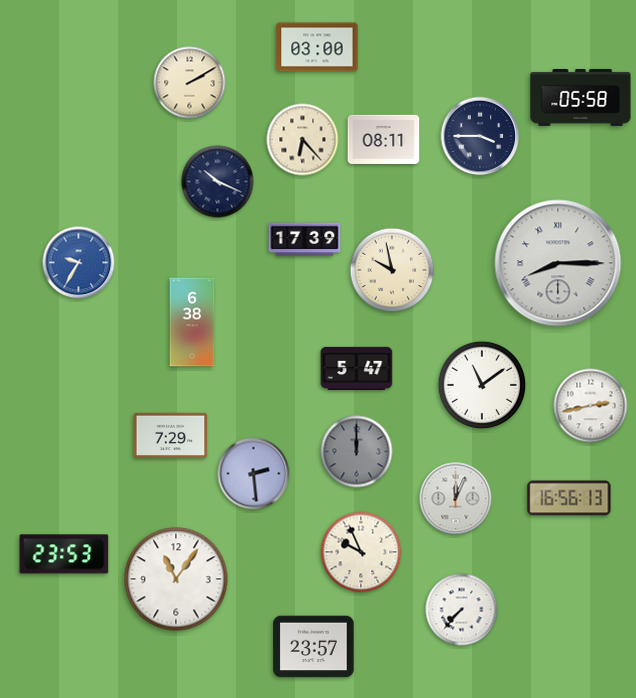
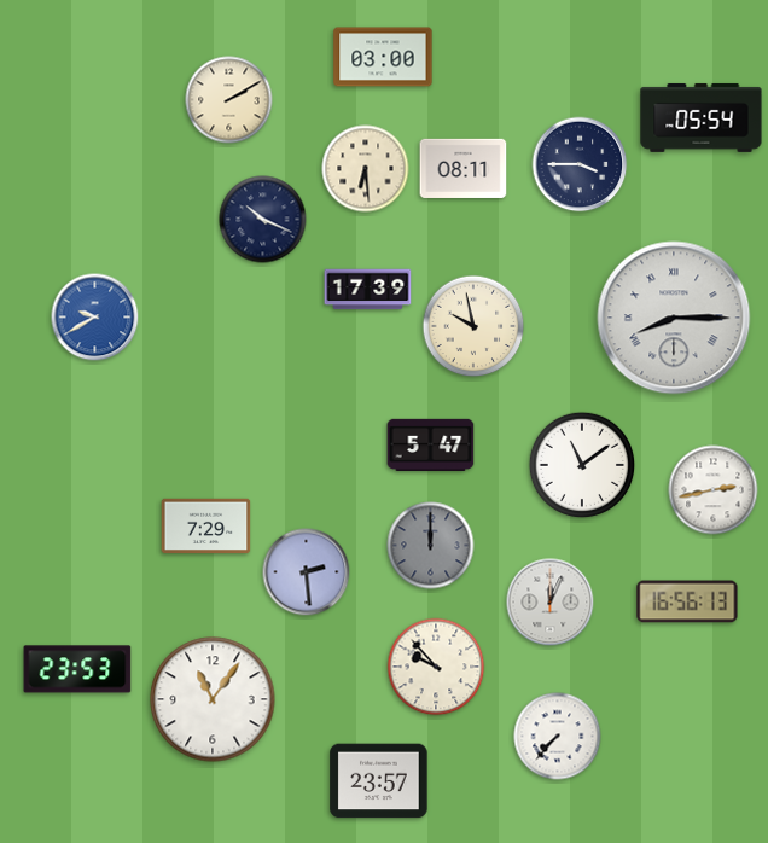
clock at (581, 97): 05:58 -> 05:54
clock at (303, 140): 6:23 -> 6:29
clock at (79, 263): 9:35 -> 9:40
clock at (192, 322): 6:38 -> none
clock at (361, 552): 9:56 -> 9:53
